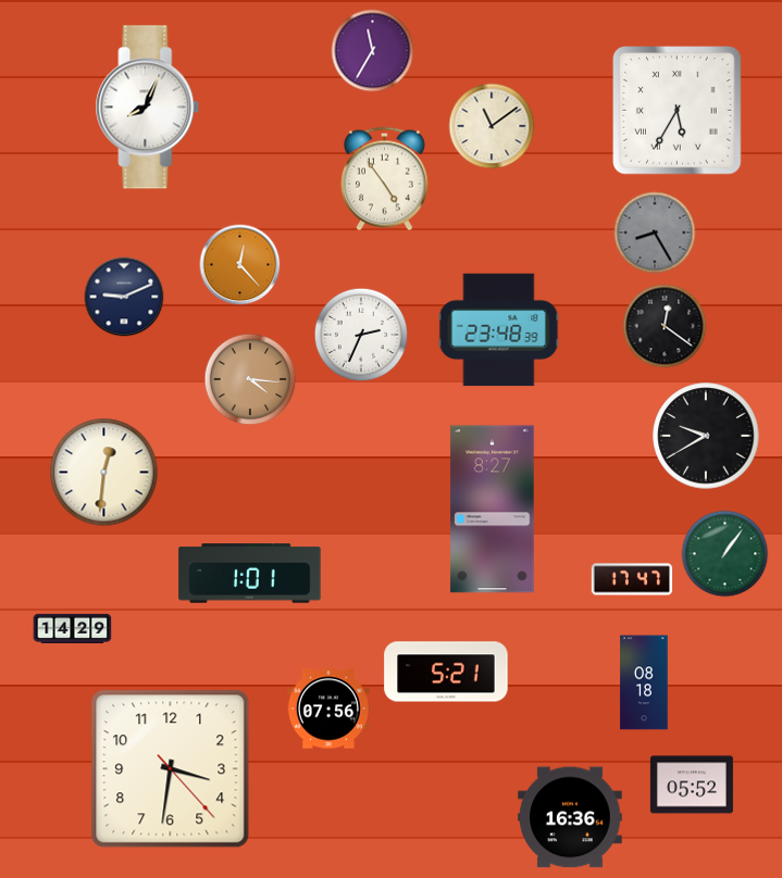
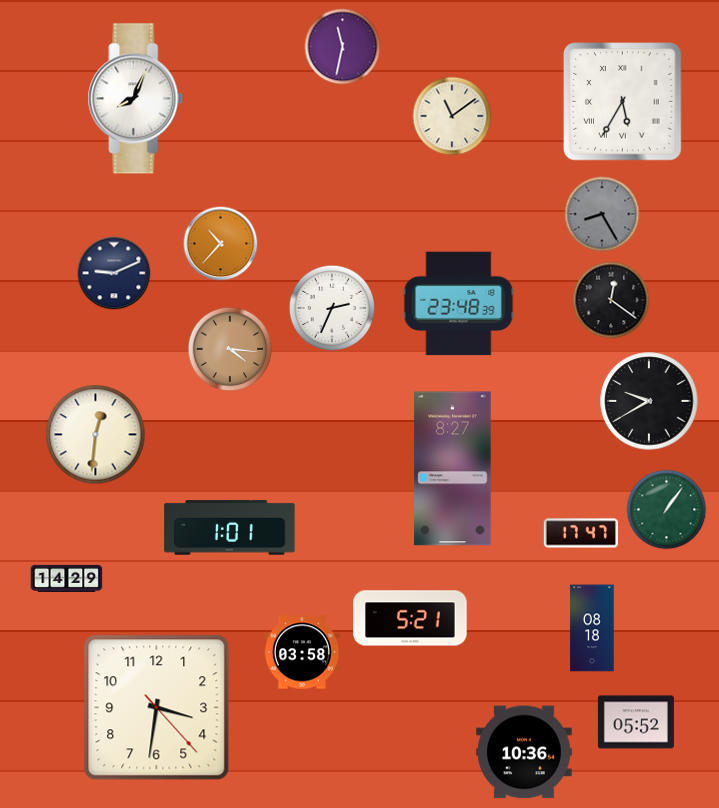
clock at (373, 51): 11:35 -> 11:32
clock at (384, 179): 4:54 -> none
clock at (240, 265): 12:23 -> 10:37
clock at (328, 708): 07:56 -> 03:58
clock at (570, 817): 16:36 -> 10:36
